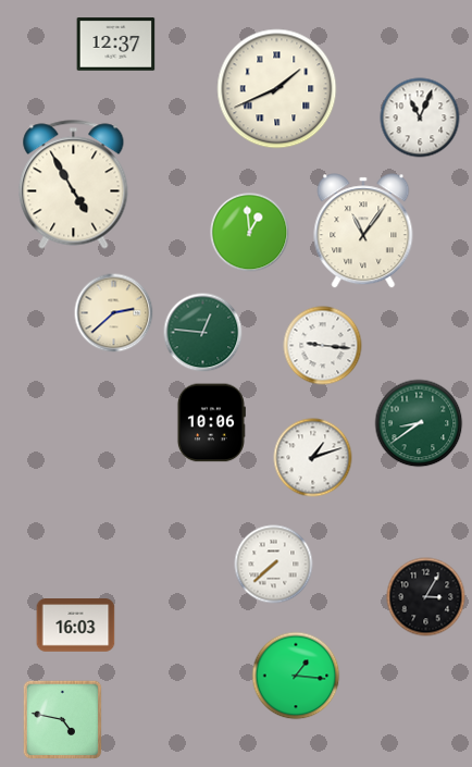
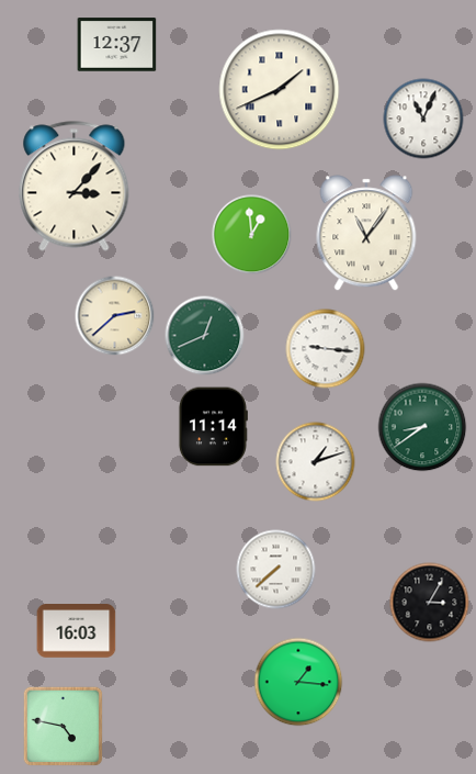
clock at (74, 185): 4:55 -> 3:07
clock at (203, 333): 12:46 -> 12:41
clock at (211, 423): 10:06 -> 11:14
